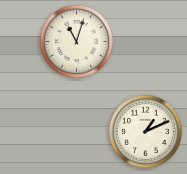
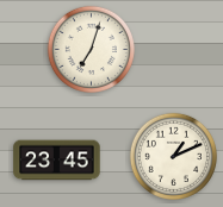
clock at (76, 41): 11:03 -> 7:03
clock at (57, 161): none -> 23:45
